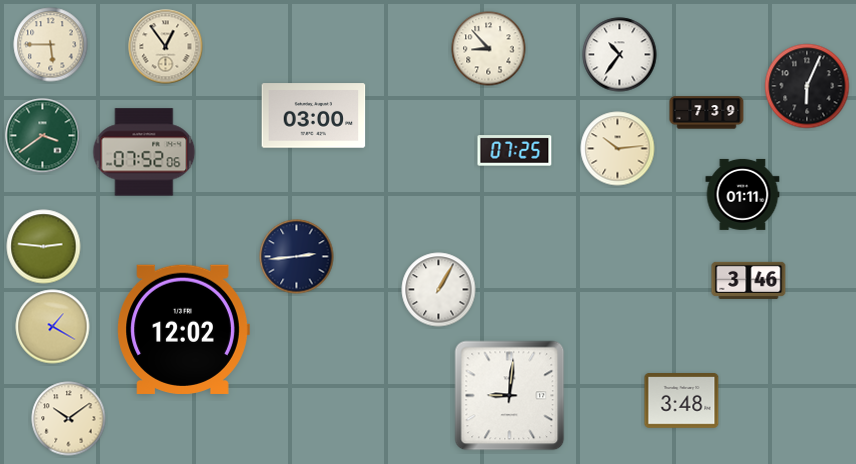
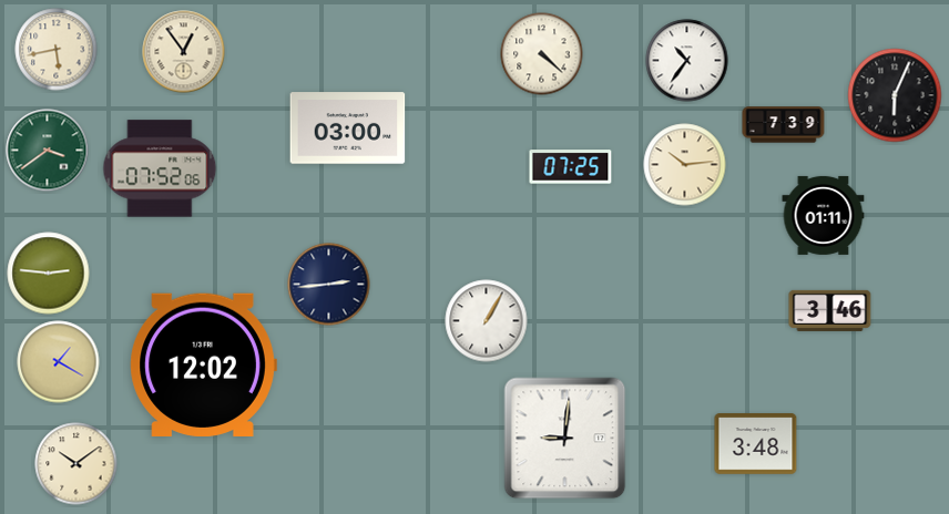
clock at (51, 45): 5:45 -> 5:43
clock at (489, 49): 8:53 -> 4:22
